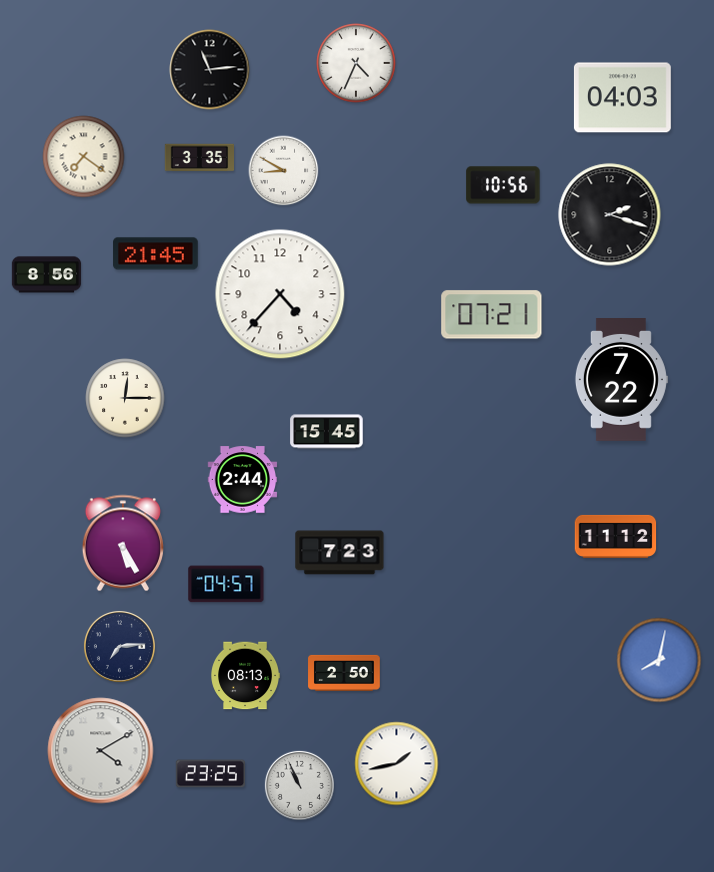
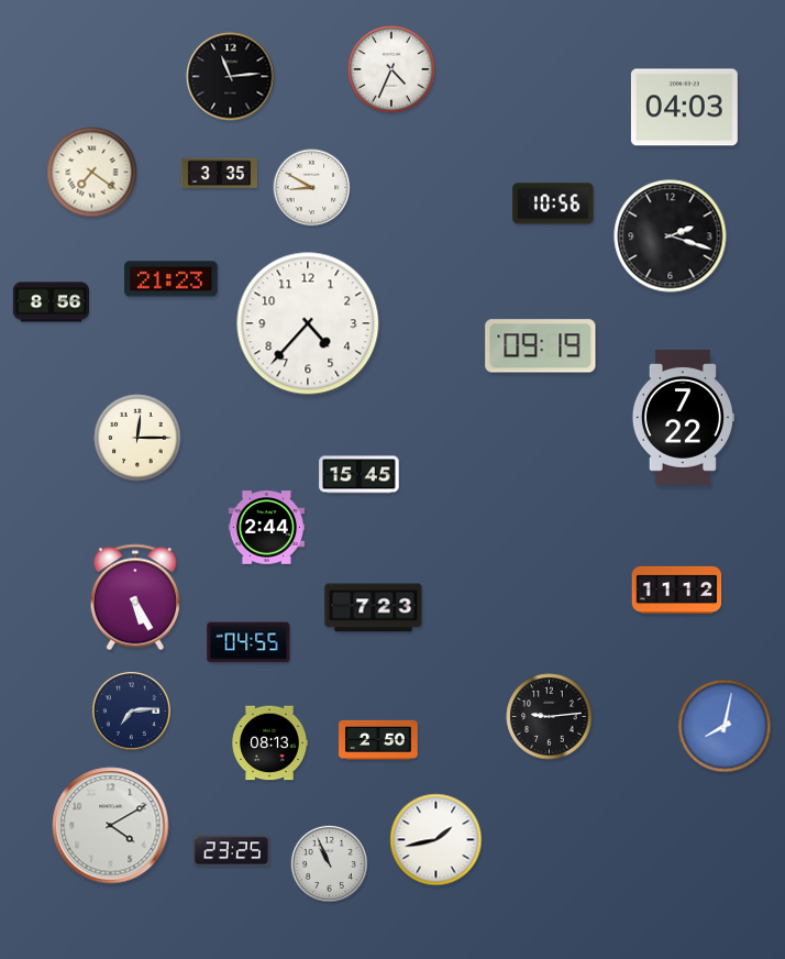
clock at (156, 254): 21:45 -> 21:23
clock at (492, 315): 07:21 -> 09:19
clock at (226, 584): 04:57 -> 04:55
clock at (550, 717): none -> 9:14
